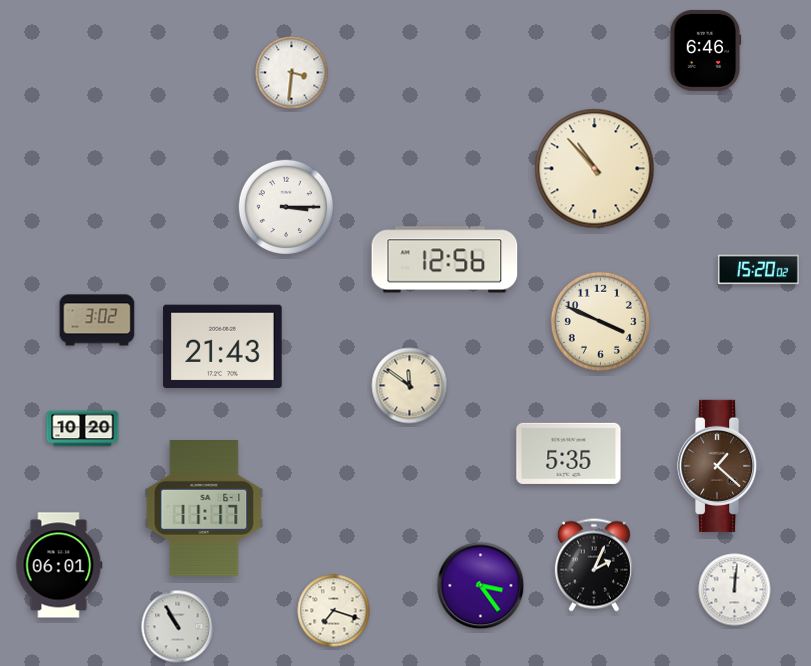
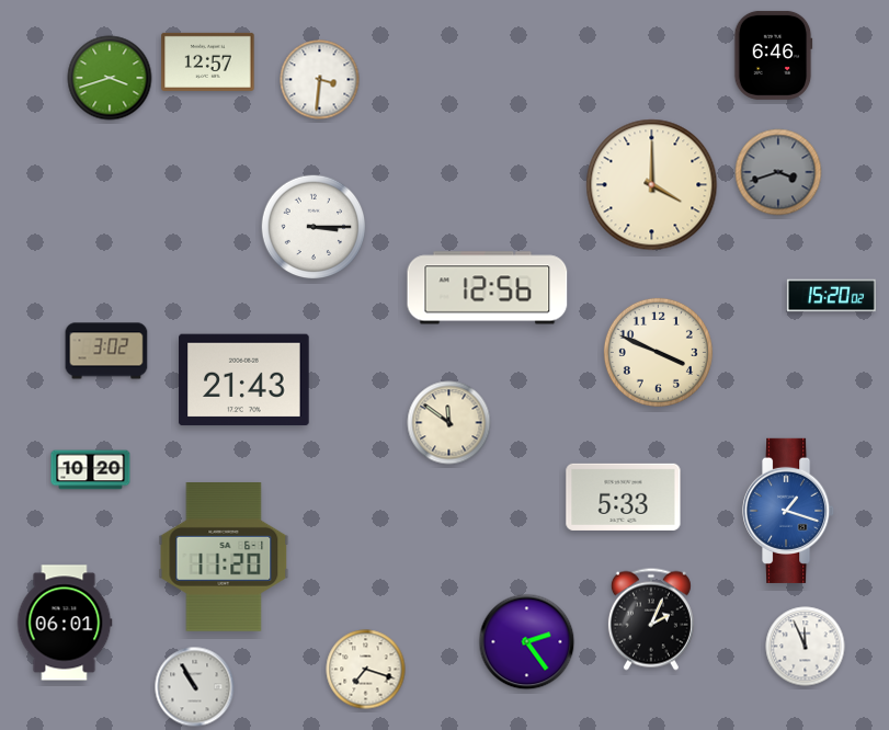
clock at (208, 61): none -> 12:57
clock at (110, 78): none -> 3:42
clock at (778, 172): none -> 3:42
clock at (595, 169): 10:53 -> 4:00
clock at (445, 260) position: (445, 260) -> (488, 288)
clock at (569, 453): 5:35 -> 5:33
clock at (720, 466): 1:22 -> 1:18
clock at (720, 466) dial: brown -> blue
clock at (204, 509): 11:17 -> 11:20
clock at (59, 565) position: (59, 565) -> (65, 623)
clock at (481, 586): 3:24 -> 2:24
clock at (735, 590): 12:01 -> 11:56
